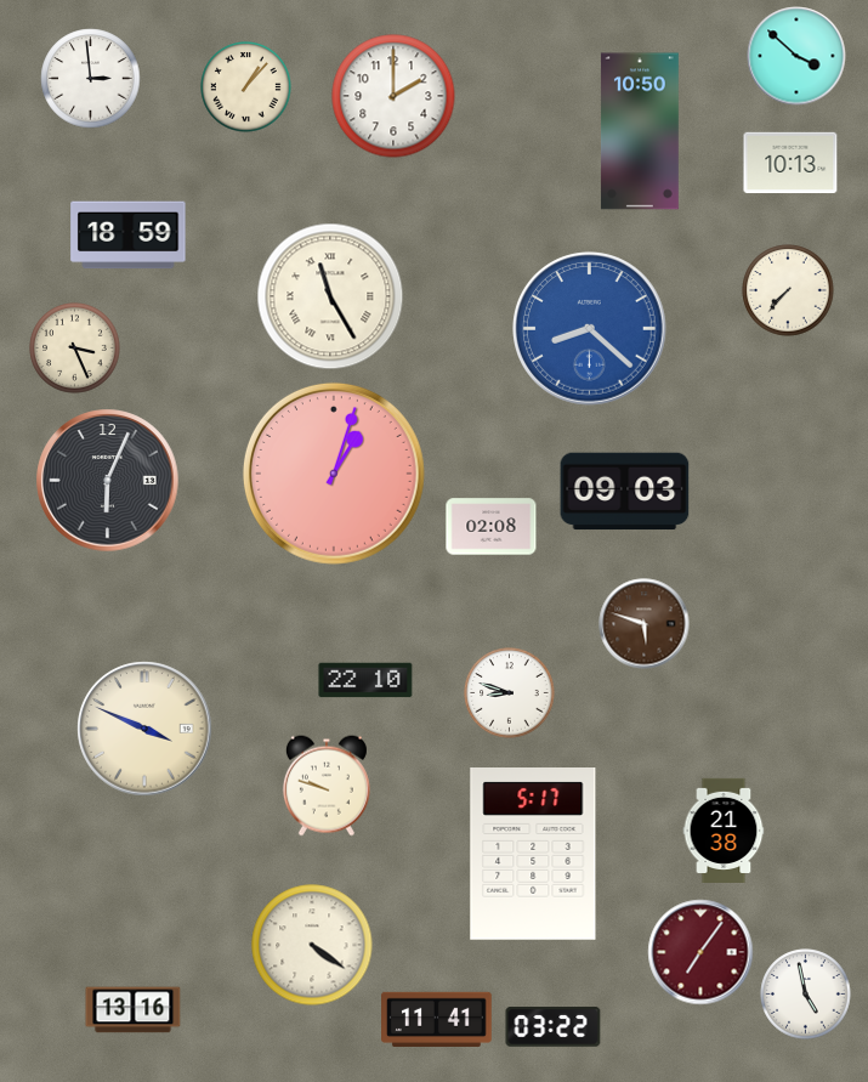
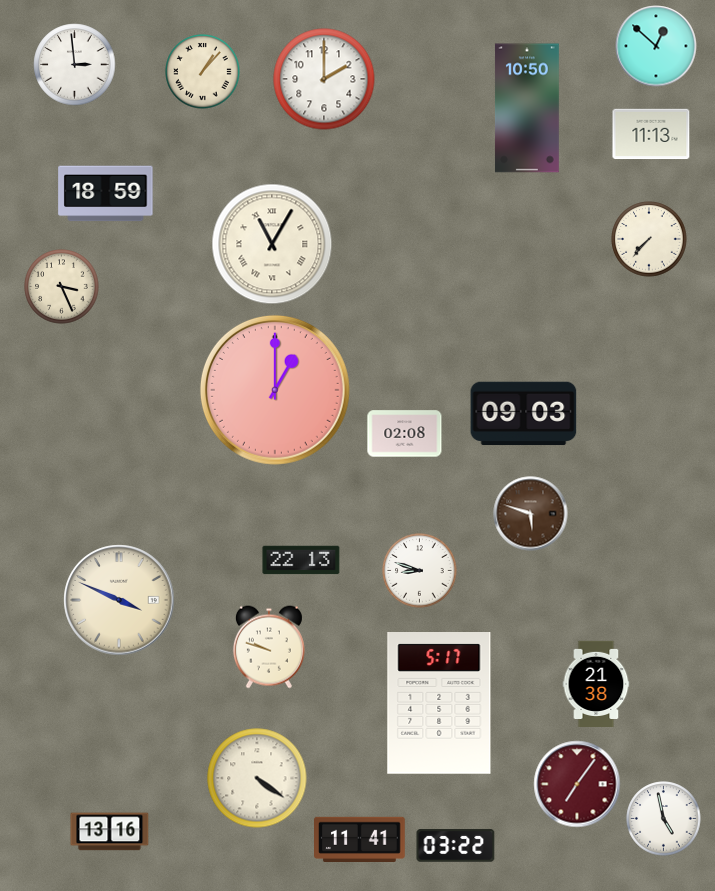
clock at (796, 56): 3:52 -> 12:52
clock at (790, 163): 10:13 -> 11:13
clock at (330, 296): 11:25 -> 11:05
clock at (590, 329): 8:22 -> none
clock at (334, 474): 1:03 -> 1:00
clock at (108, 481): 6:04 -> none
clock at (625, 492) position: (625, 492) -> (524, 414)
clock at (365, 680): 22:10 -> 22:13
